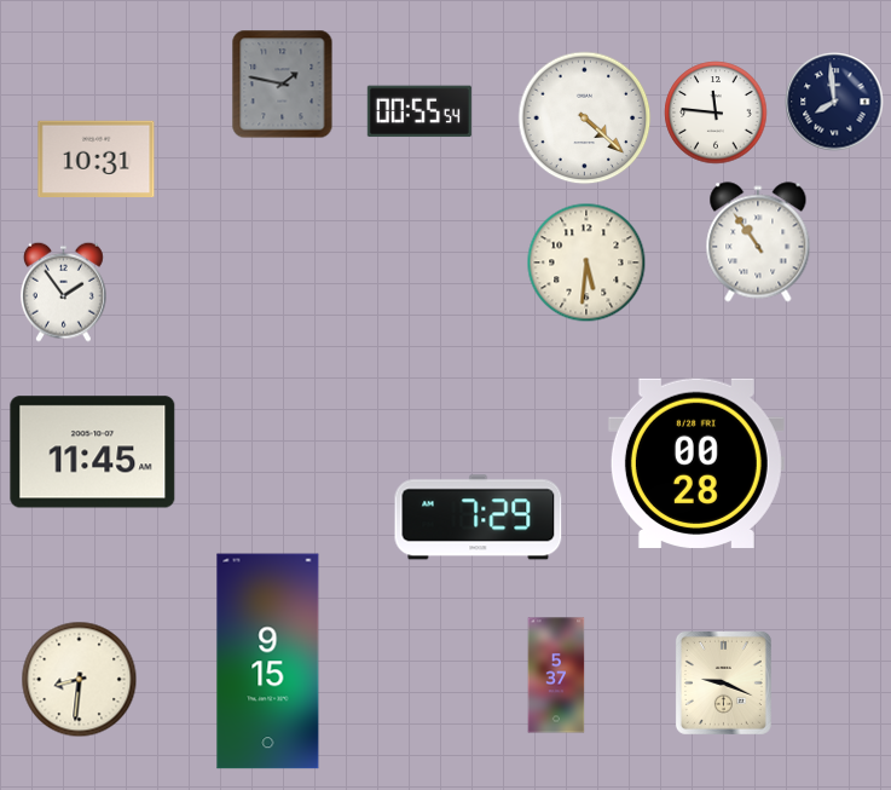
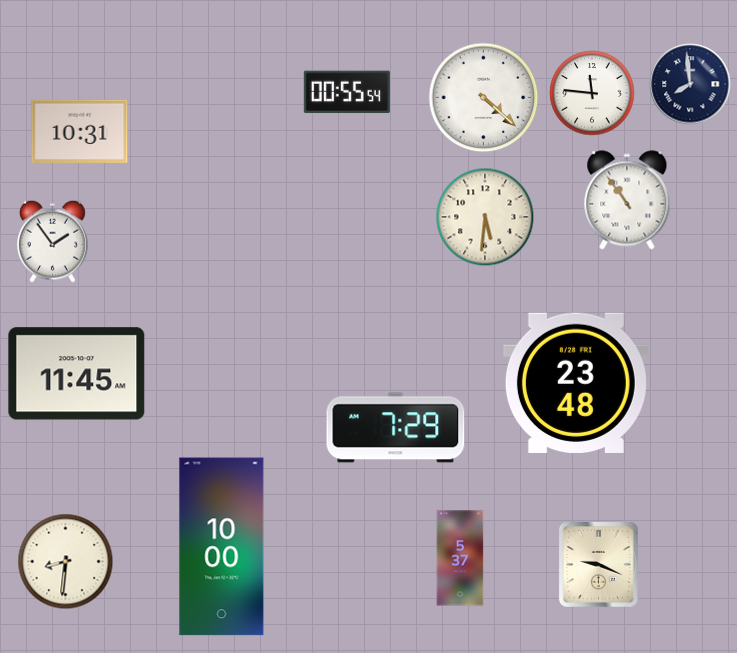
clock at (283, 85): 1:47 -> none
clock at (696, 463): 00:28 -> 23:48
clock at (268, 662): 9:15 -> 10:00
